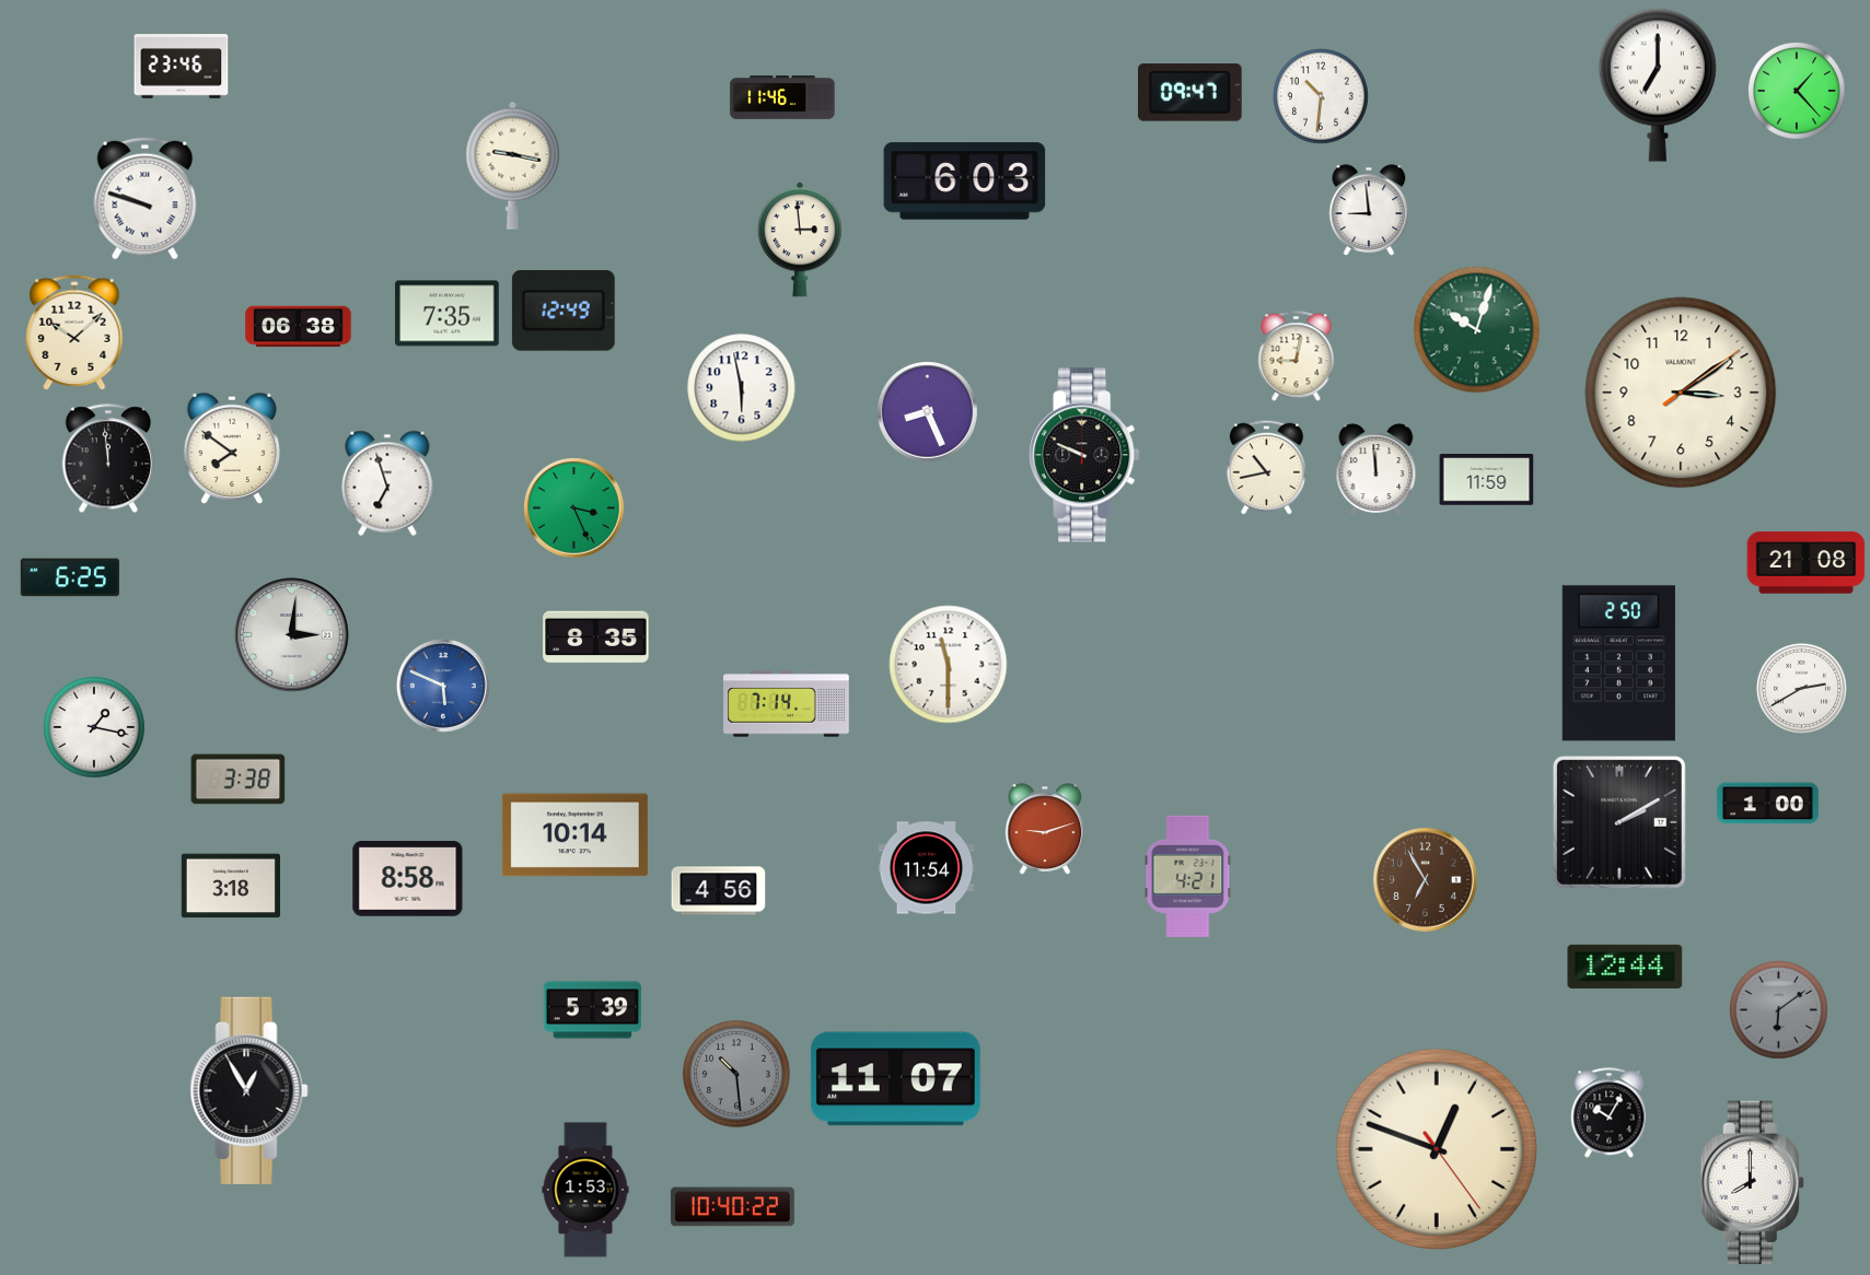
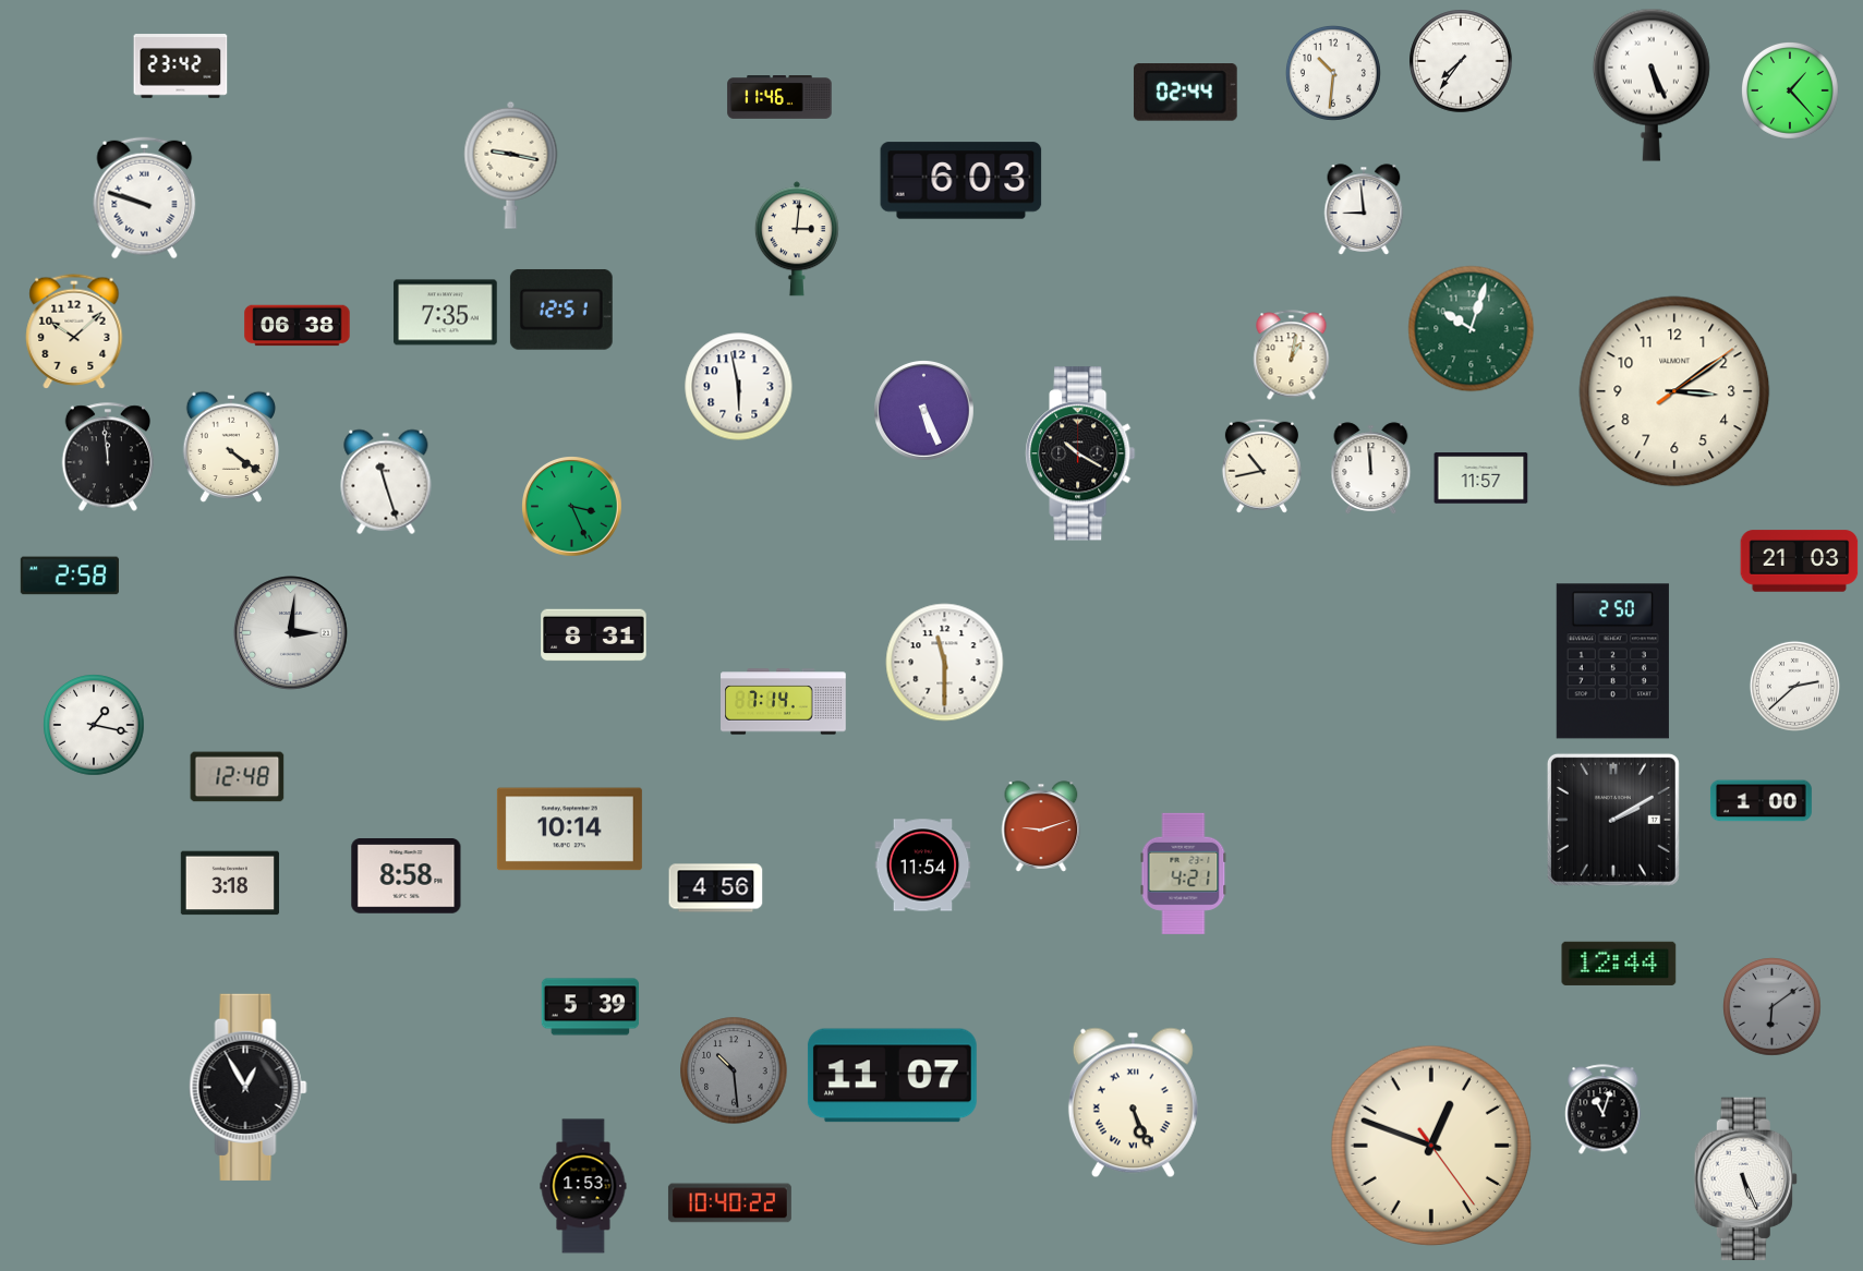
clock at (1461, 61): none -> 7:36
clock at (182, 67): 23:46 -> 23:42
clock at (1658, 85): 7:00 -> 5:26
clock at (1189, 93): 09:47 -> 02:44
clock at (1321, 96) position: (1321, 96) -> (1333, 73)
clock at (800, 239): 2:59 -> 3:01
clock at (564, 311): 12:49 -> 12:51
clock at (1297, 356): 9:02 -> 1:02
clock at (928, 412): 8:26 -> 5:26
clock at (231, 448): 7:51 -> 4:21
clock at (1084, 455): 9:49 -> 10:20
clock at (1487, 480): 11:59 -> 11:57
clock at (387, 483): 6:57 -> 11:27
clock at (1807, 563): 21:08 -> 21:03
clock at (70, 577): 6:25 -> 2:58
clock at (596, 637): 8:35 -> 8:31
clock at (443, 686): 5:49 -> none
clock at (1801, 688): 2:40 -> 2:38
clock at (239, 780): 3:38 -> 12:48
clock at (574, 835) position: (574, 835) -> (569, 830)
clock at (1426, 880): 6:55 -> none
clock at (1133, 1103): none -> 5:26
clock at (1610, 1113): 10:05 -> 11:03
clock at (1752, 1183): 8:00 -> 5:26
